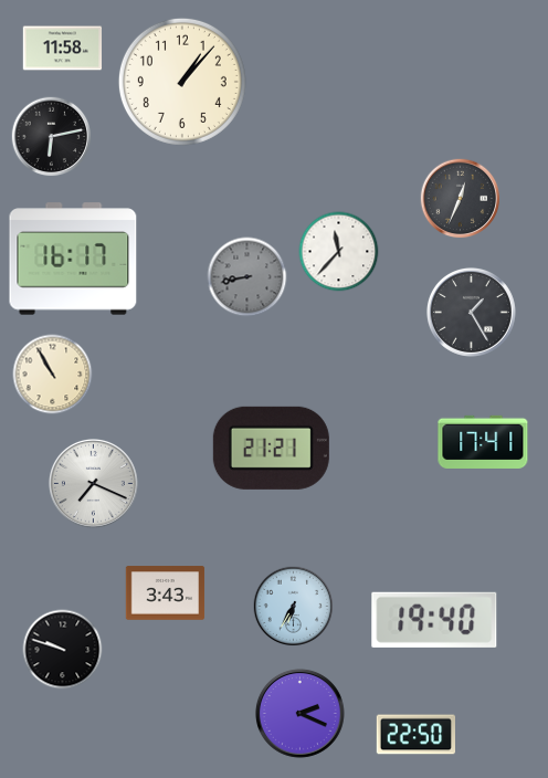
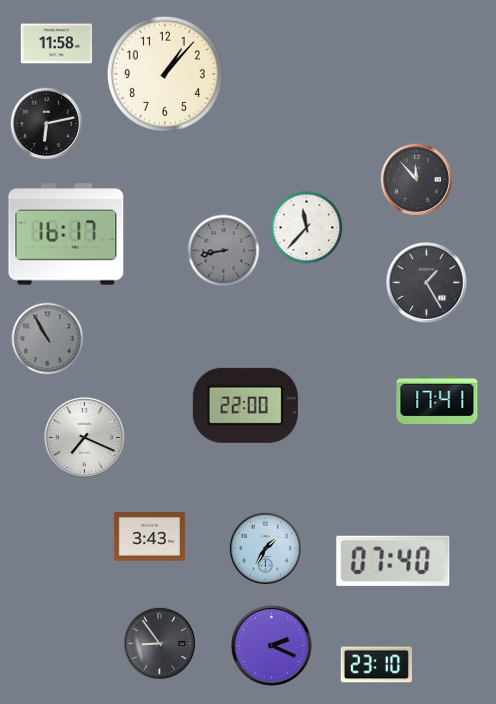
clock at (461, 199): 12:34 -> 11:53
clock at (53, 375) dial: cream -> grey
clock at (271, 448): 21:21 -> 22:00
clock at (294, 607): 6:35 -> 1:35
clock at (434, 620): 19:40 -> 07:40
clock at (63, 650): 9:48 -> none
clock at (160, 644): none -> 8:54
clock at (415, 735): 22:50 -> 23:10
